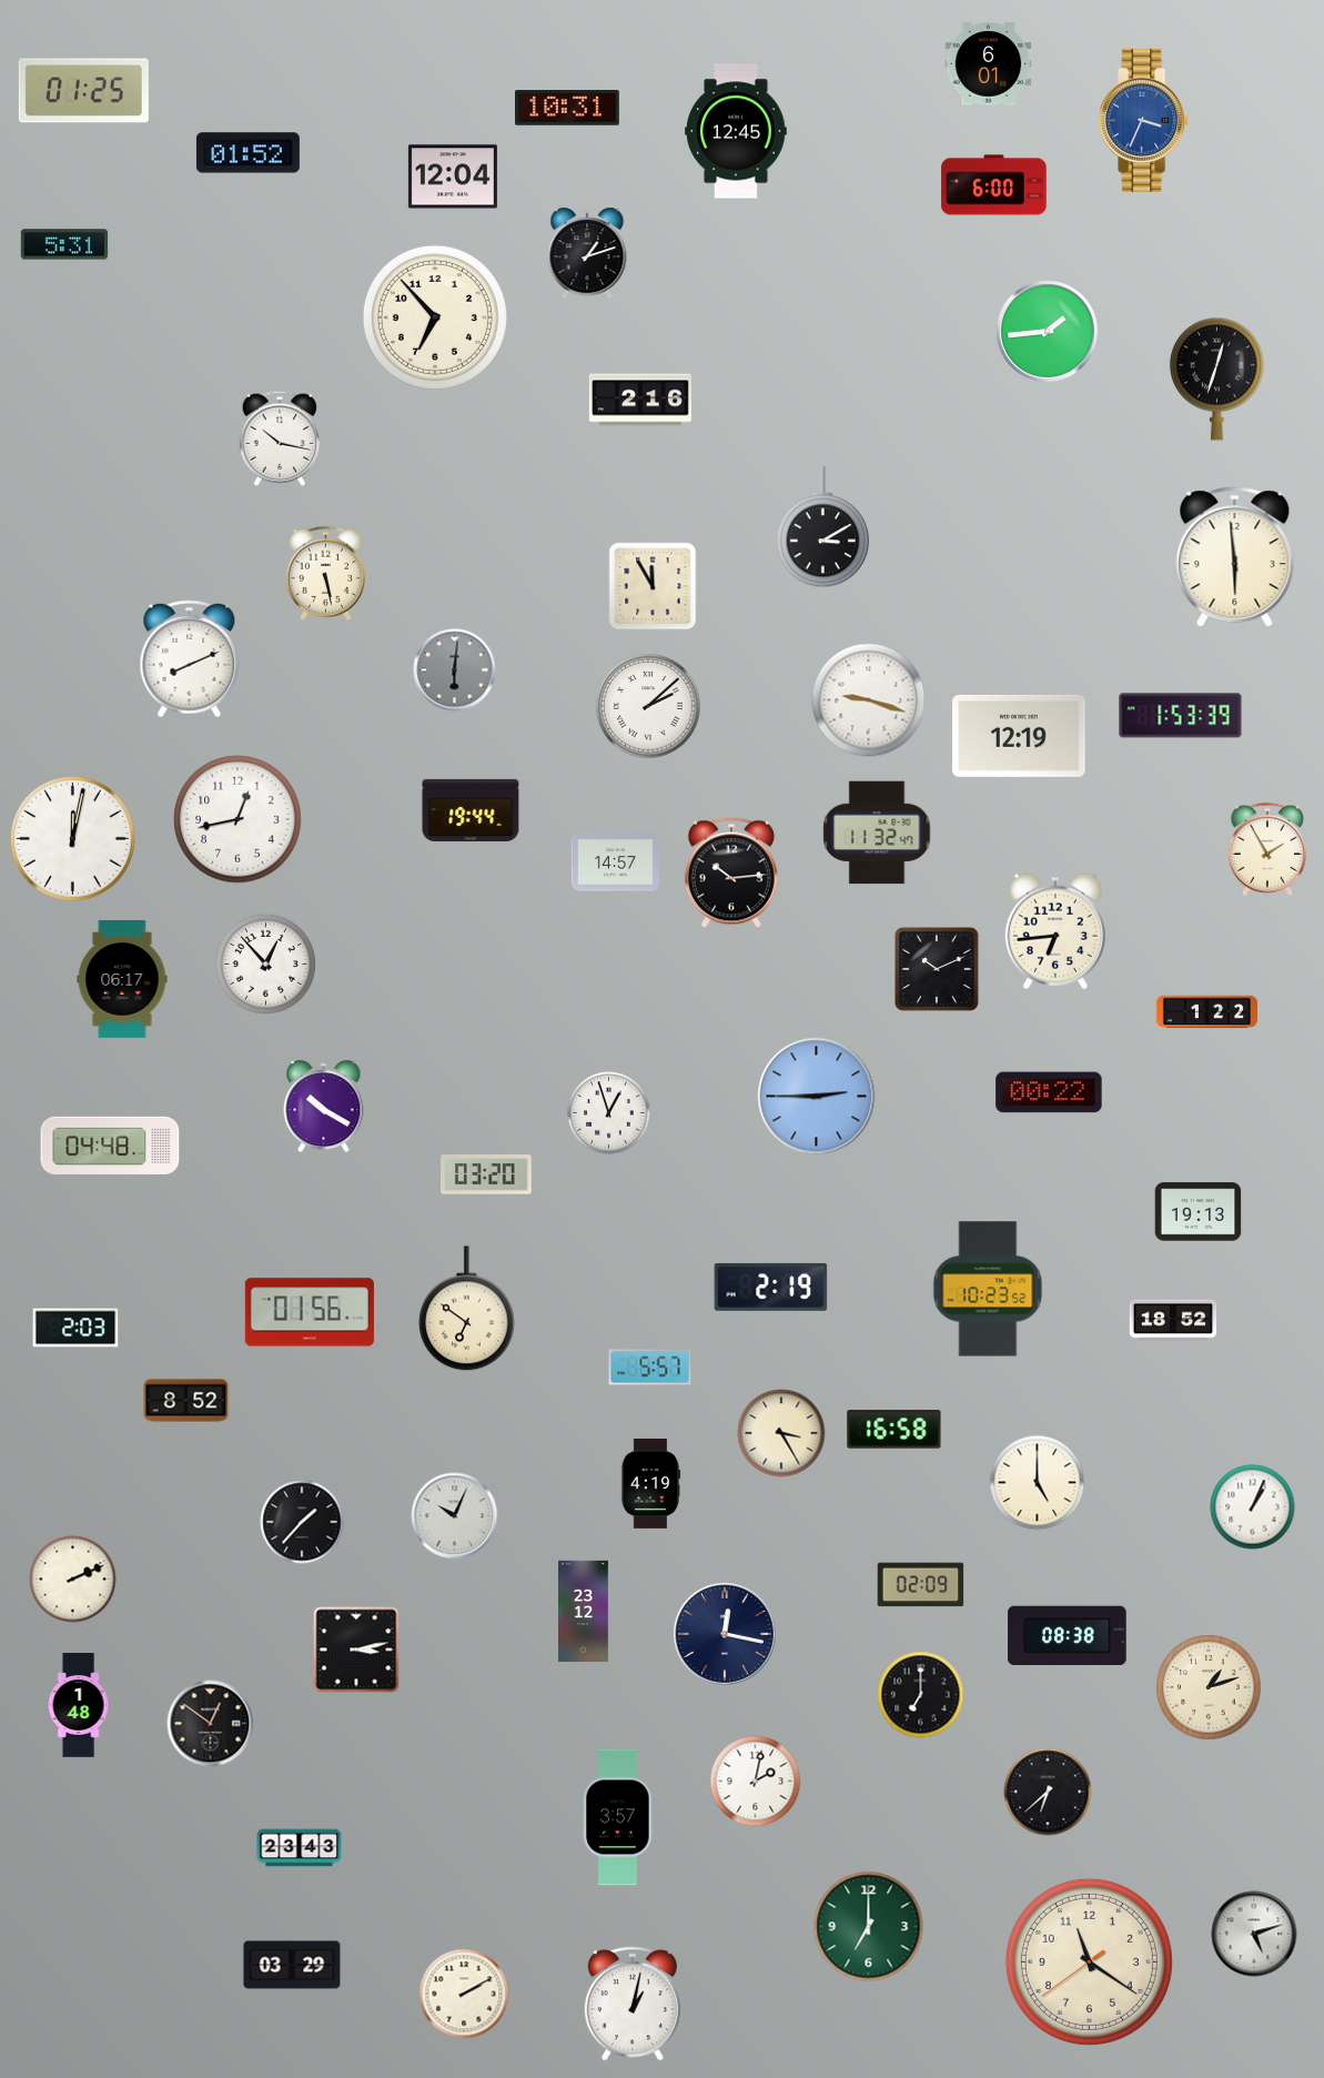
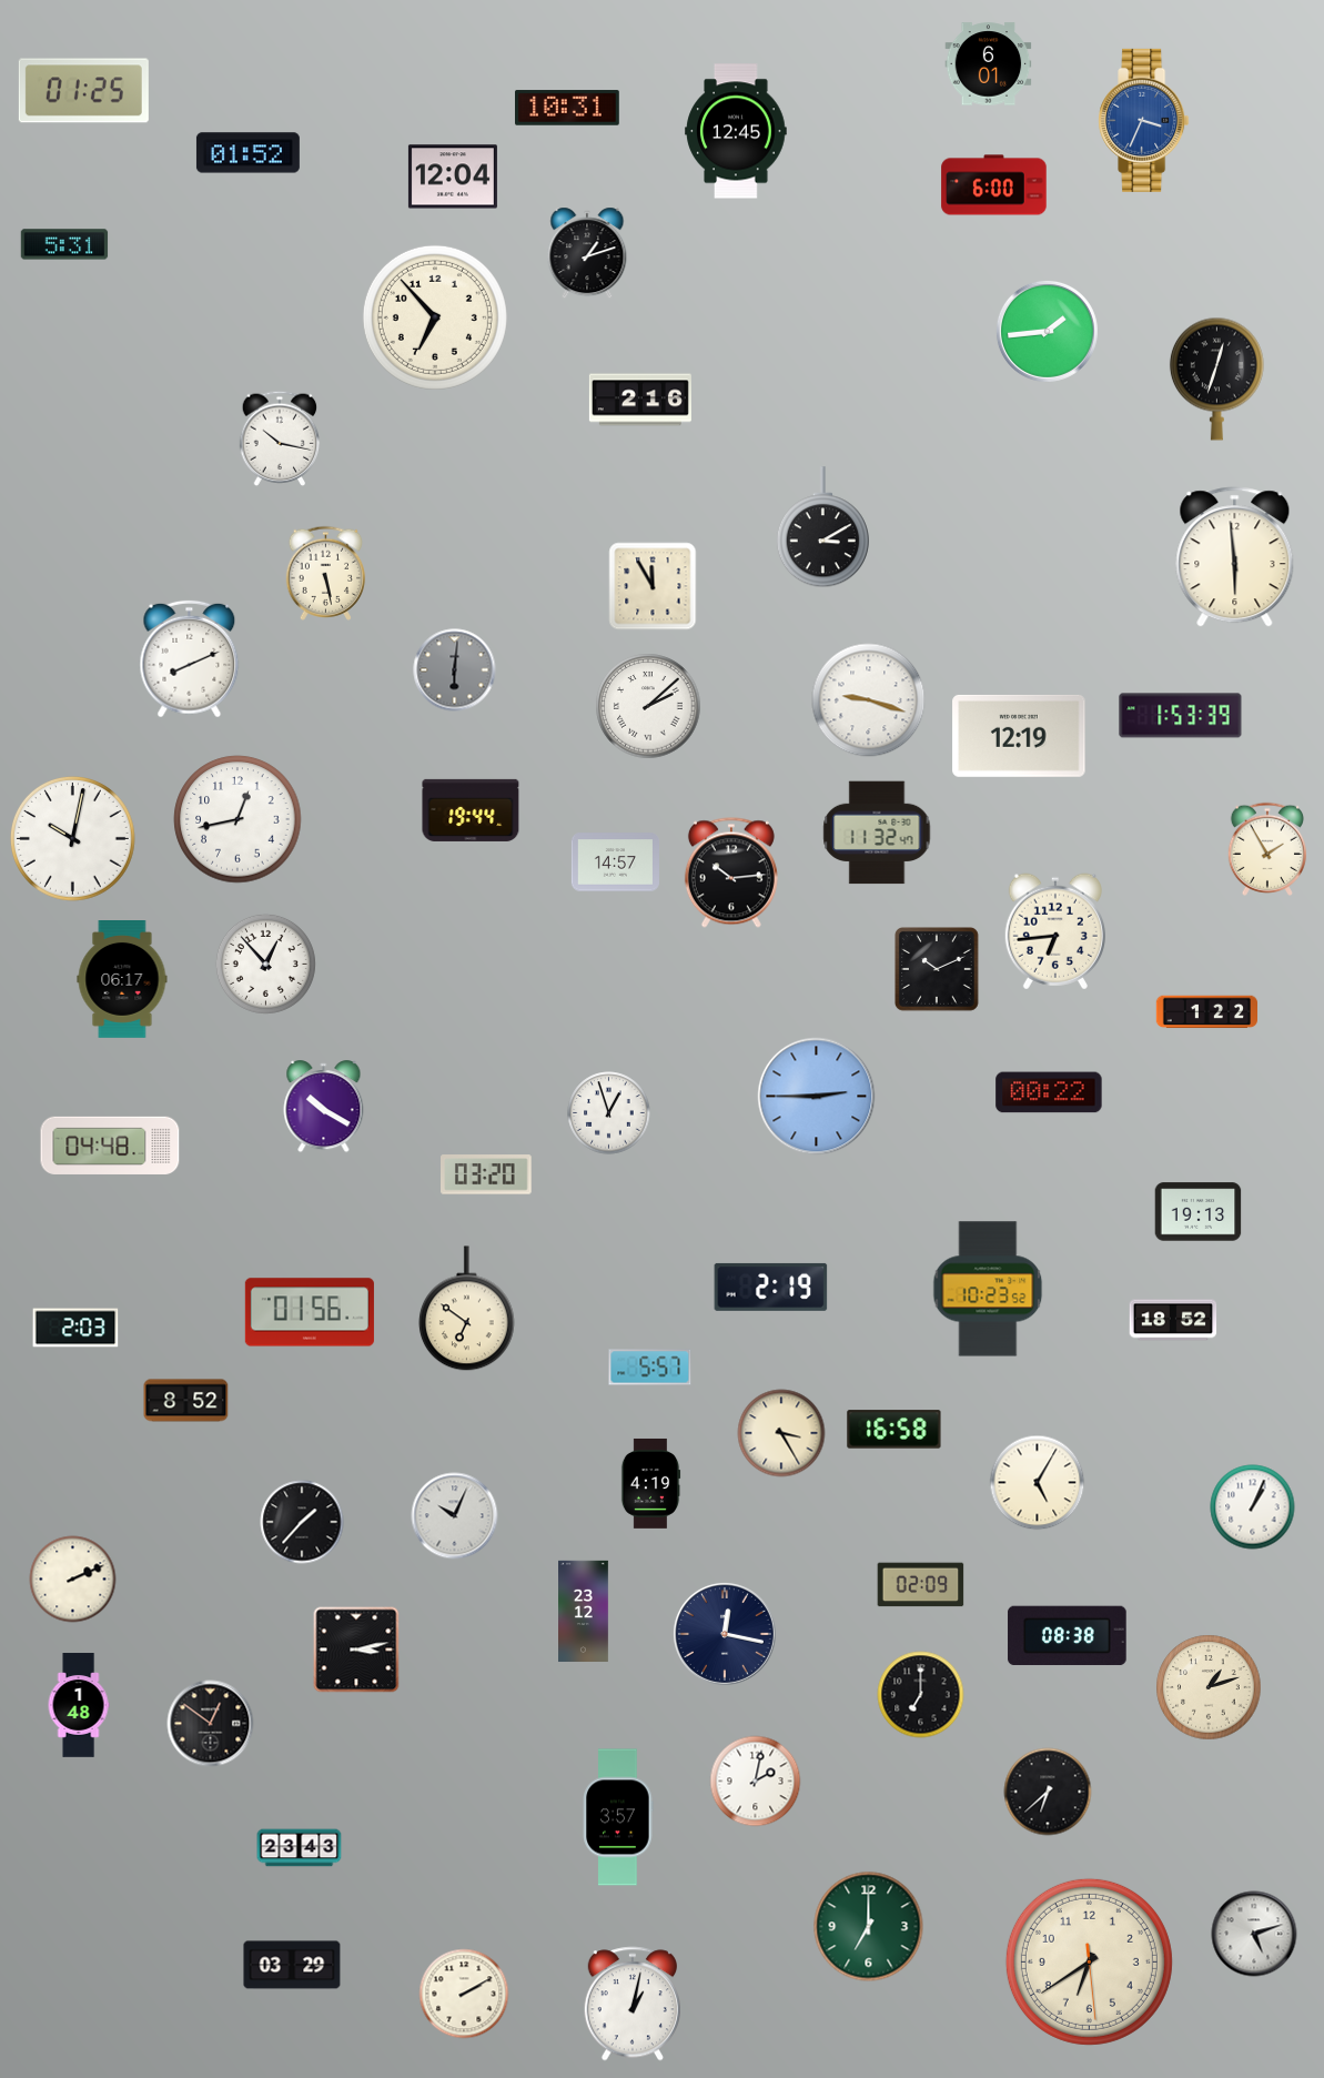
clock at (73, 839): 12:02 -> 10:02
clock at (1038, 1483): 5:00 -> 5:05
clock at (1089, 1961): 11:20 -> 6:39
